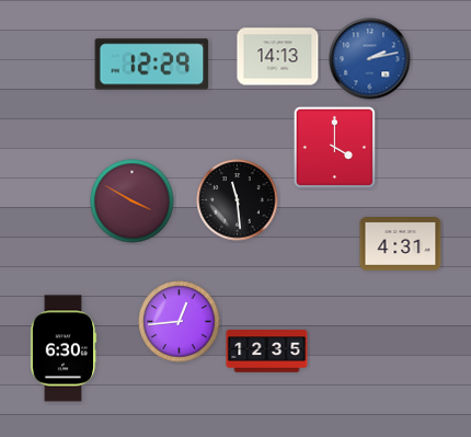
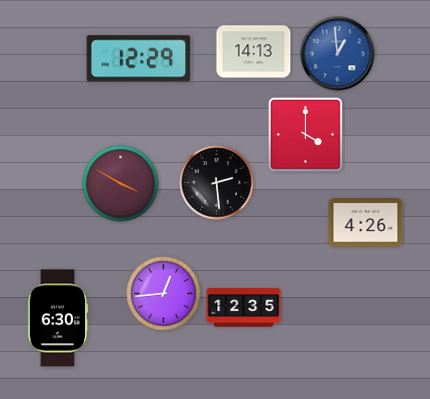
clock at (370, 59): 2:13 -> 12:59
clock at (238, 200): 11:29 -> 2:29
clock at (401, 244): 4:31 -> 4:26
clock at (267, 352) position: (267, 352) -> (244, 308)
